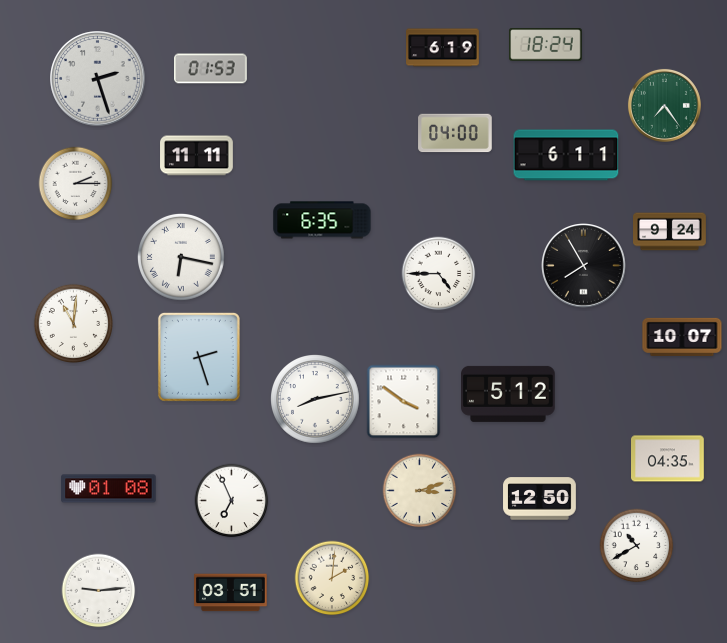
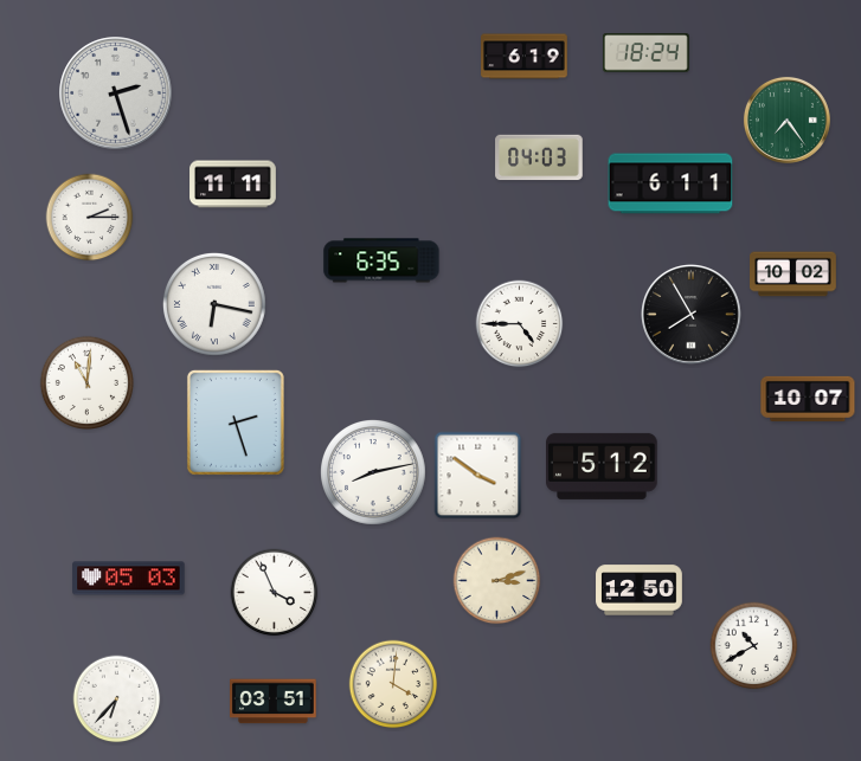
clock at (211, 69): 01:53 -> none
clock at (664, 105) position: (664, 105) -> (786, 120)
clock at (455, 133): 04:00 -> 04:03
clock at (670, 232): 9:24 -> 10:02
clock at (668, 459): 04:35 -> none
clock at (109, 489): 01:08 -> 05:03
clock at (232, 501): 6:56 -> 3:56
clock at (332, 578): 2:01 -> 4:01
clock at (99, 591): 9:14 -> 6:37
